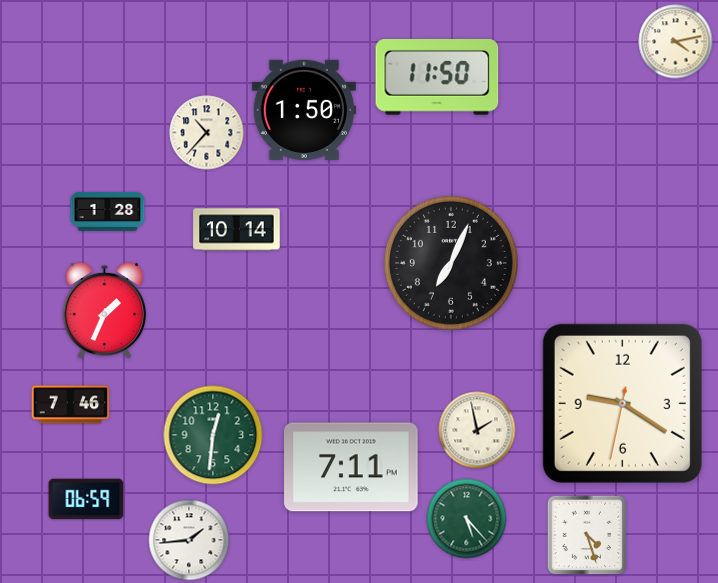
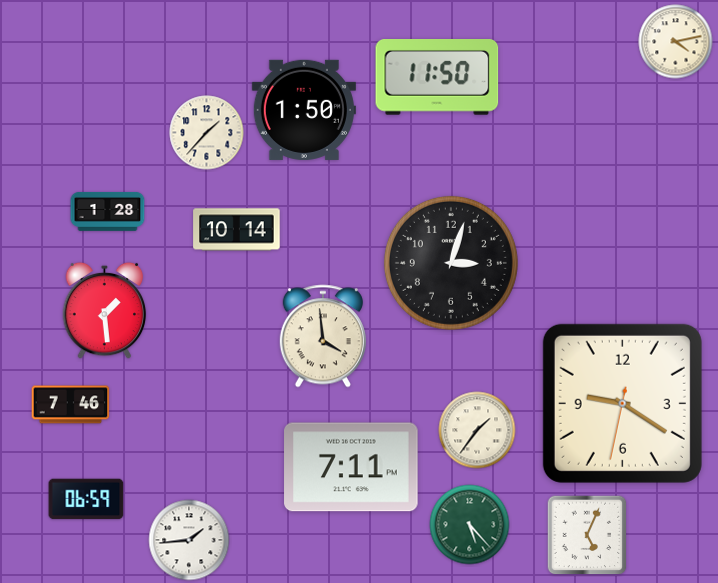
clock at (207, 133): 10:37 -> 1:37
clock at (451, 263): 7:04 -> 3:03
clock at (105, 311): 1:34 -> 1:29
clock at (323, 336): none -> 3:59
clock at (477, 430): 1:58 -> 1:36
clock at (213, 435): 12:31 -> none
clock at (467, 519) position: (467, 519) -> (470, 525)
clock at (587, 535): 4:27 -> 5:04
